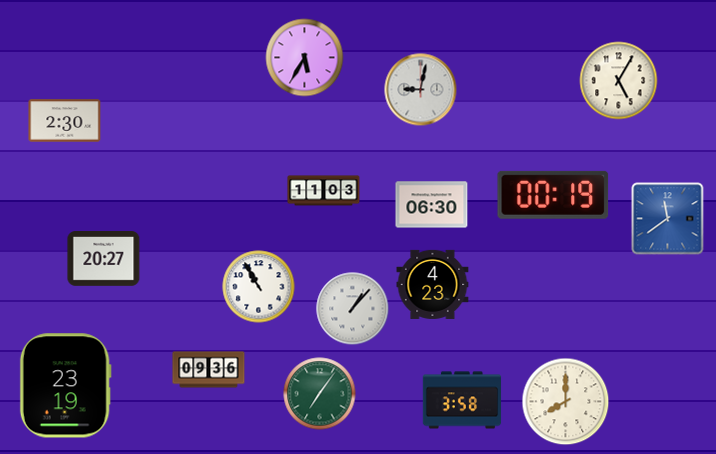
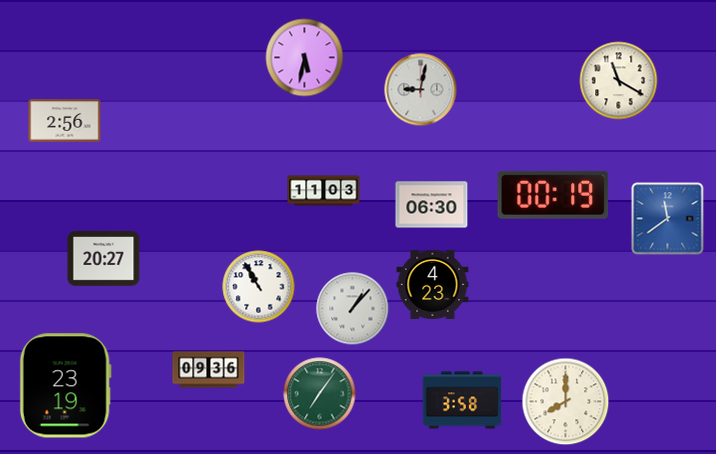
clock at (305, 58): 5:35 -> 5:32
clock at (619, 81): 5:05 -> 11:20
clock at (65, 121): 2:30 -> 2:56
